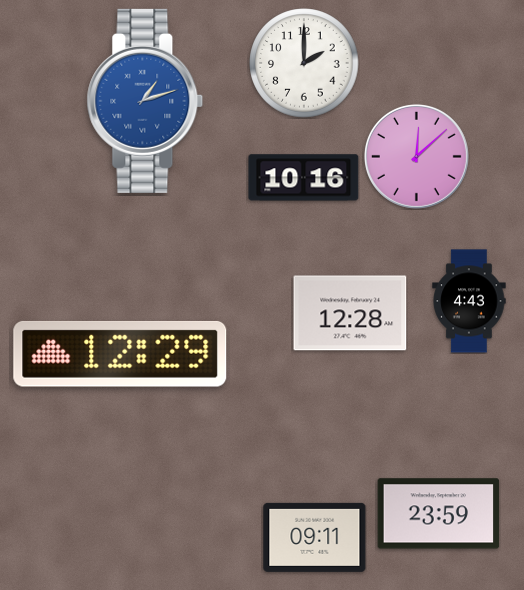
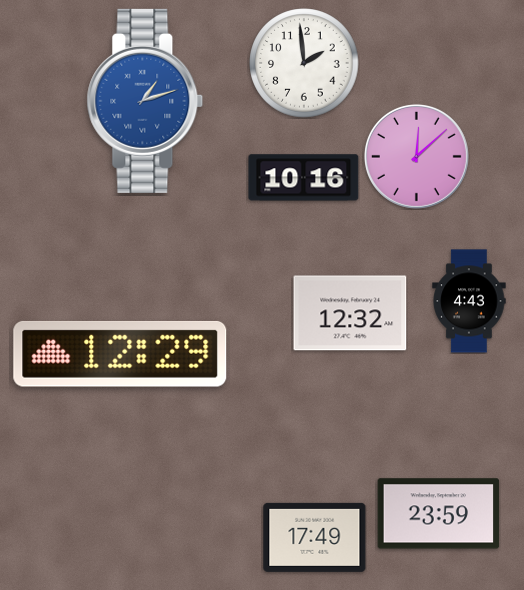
clock at (304, 63): 2:00 -> 1:59
clock at (350, 313): 12:28 -> 12:32
clock at (315, 537): 09:11 -> 17:49
